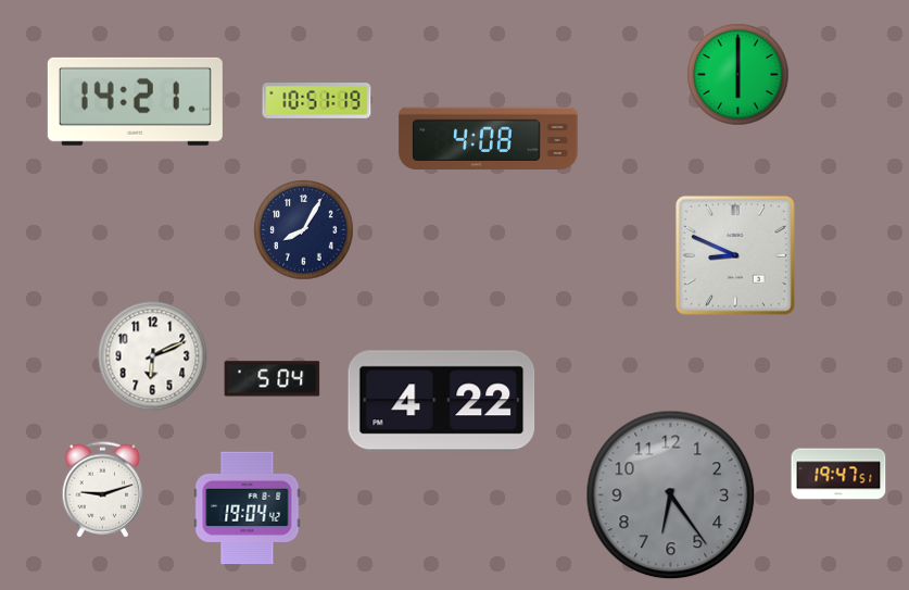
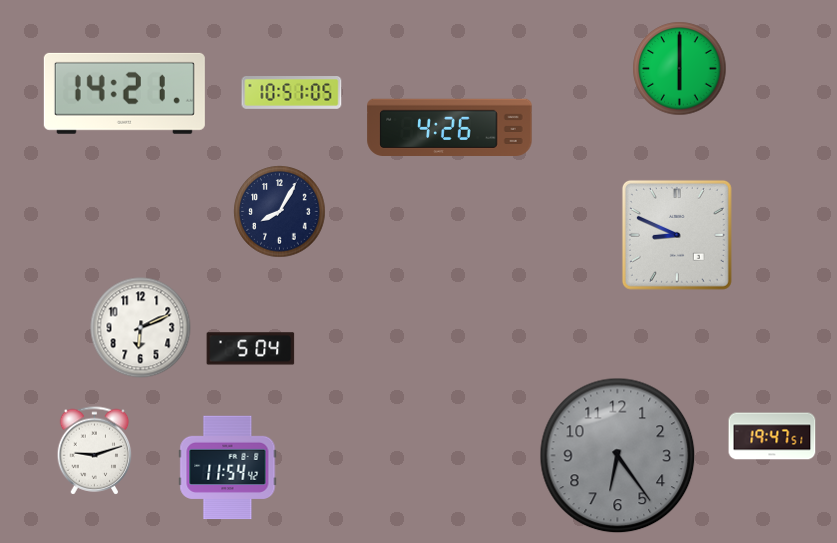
clock at (317, 101): 10:51:19 -> 10:51:05
clock at (489, 139): 4:08 -> 4:26
clock at (442, 402): 4:22 -> none
clock at (248, 509): 19:04 -> 11:54
